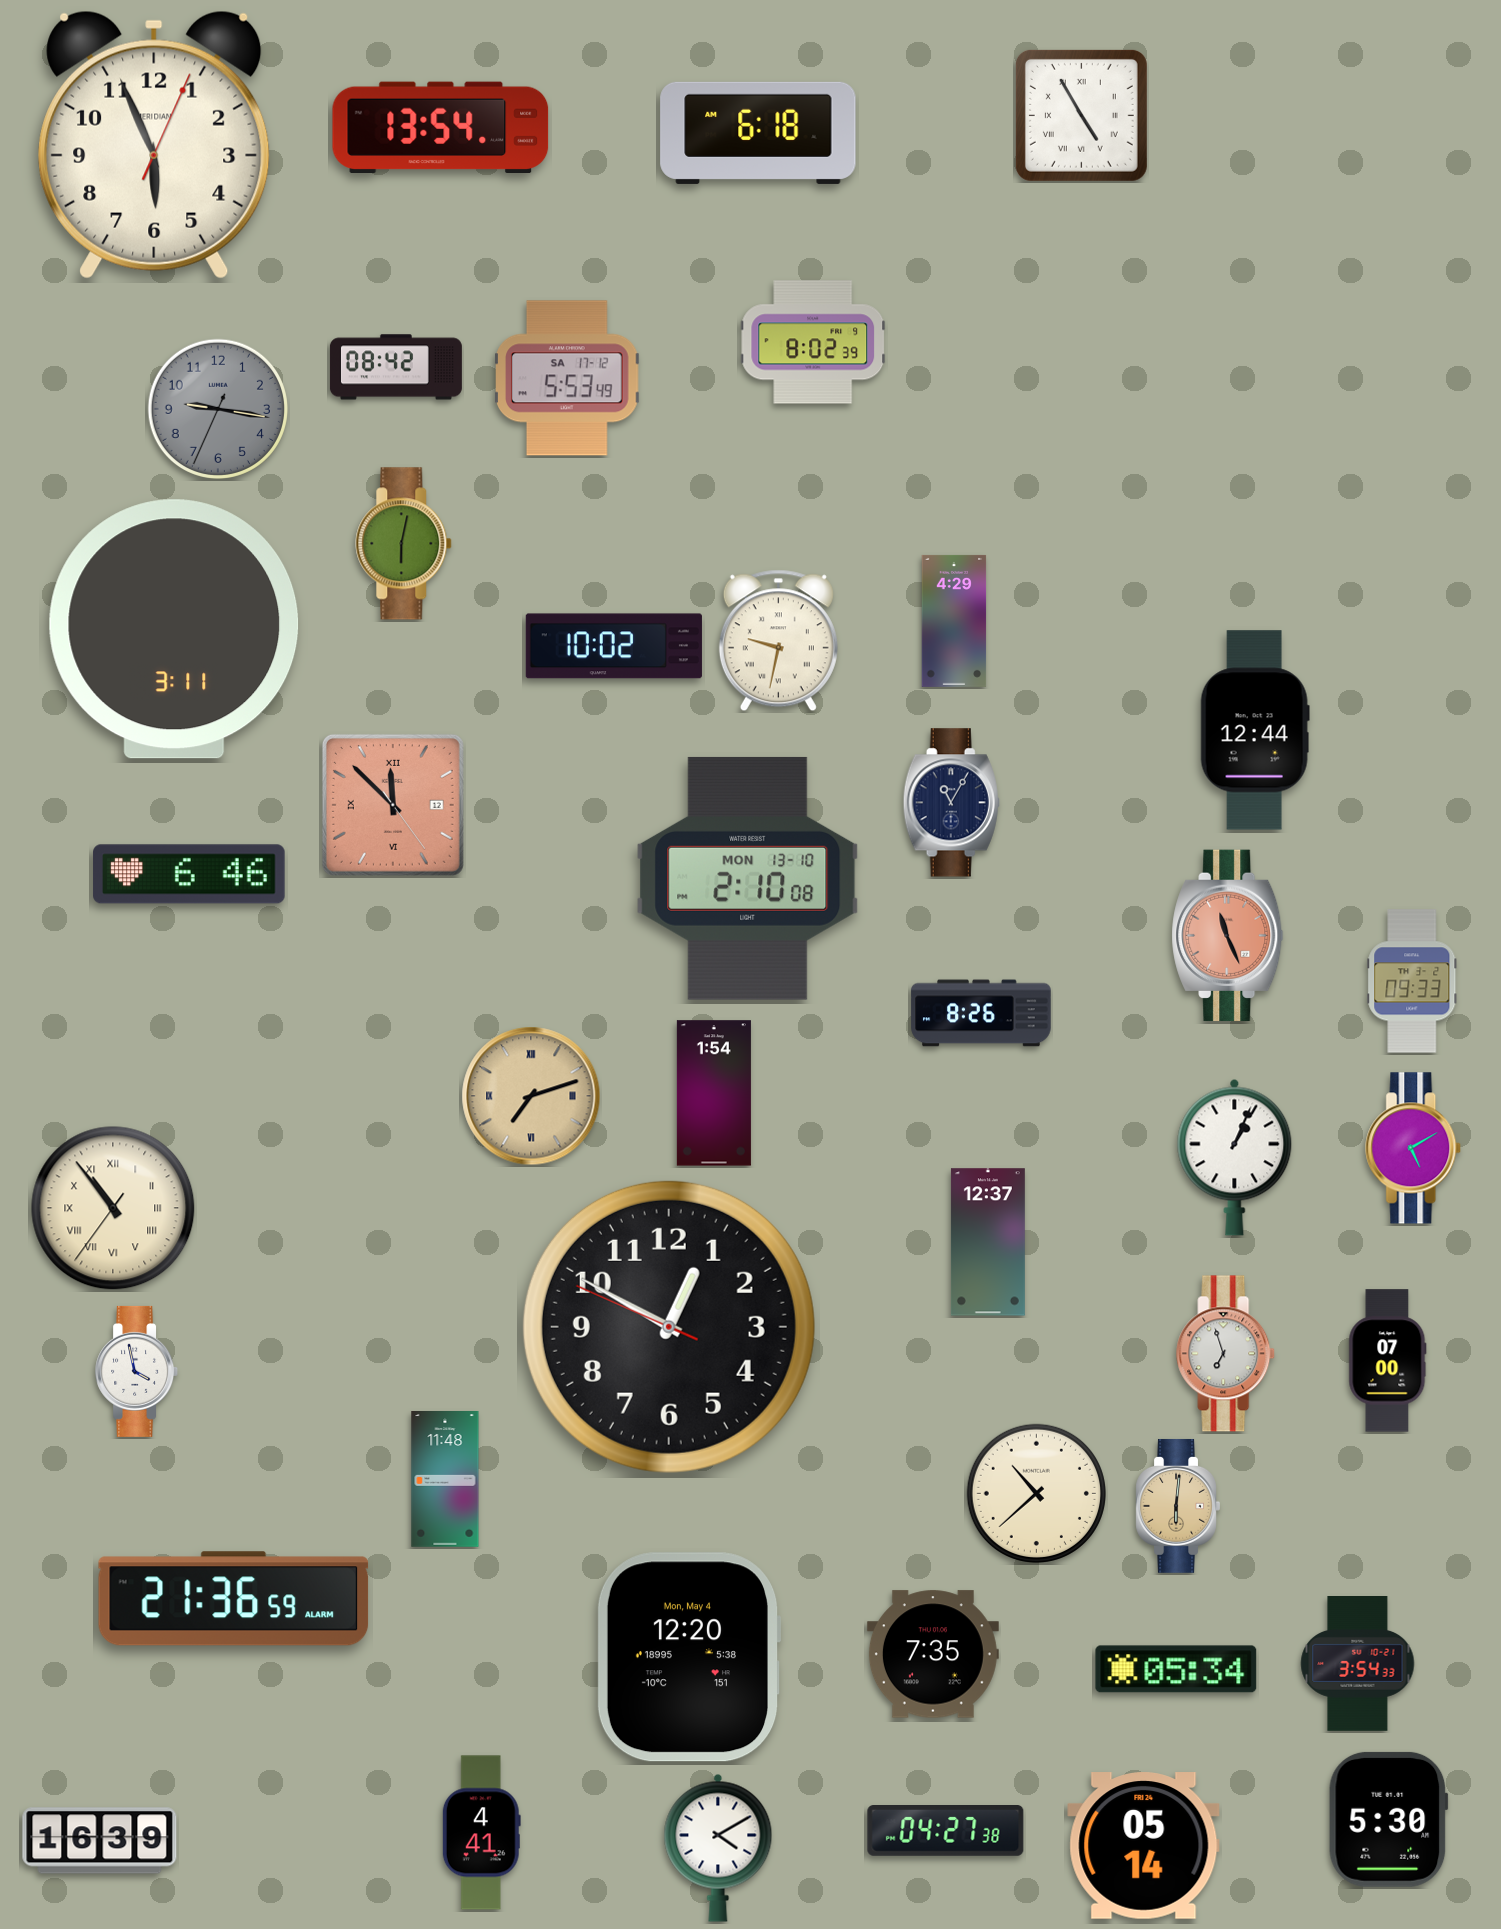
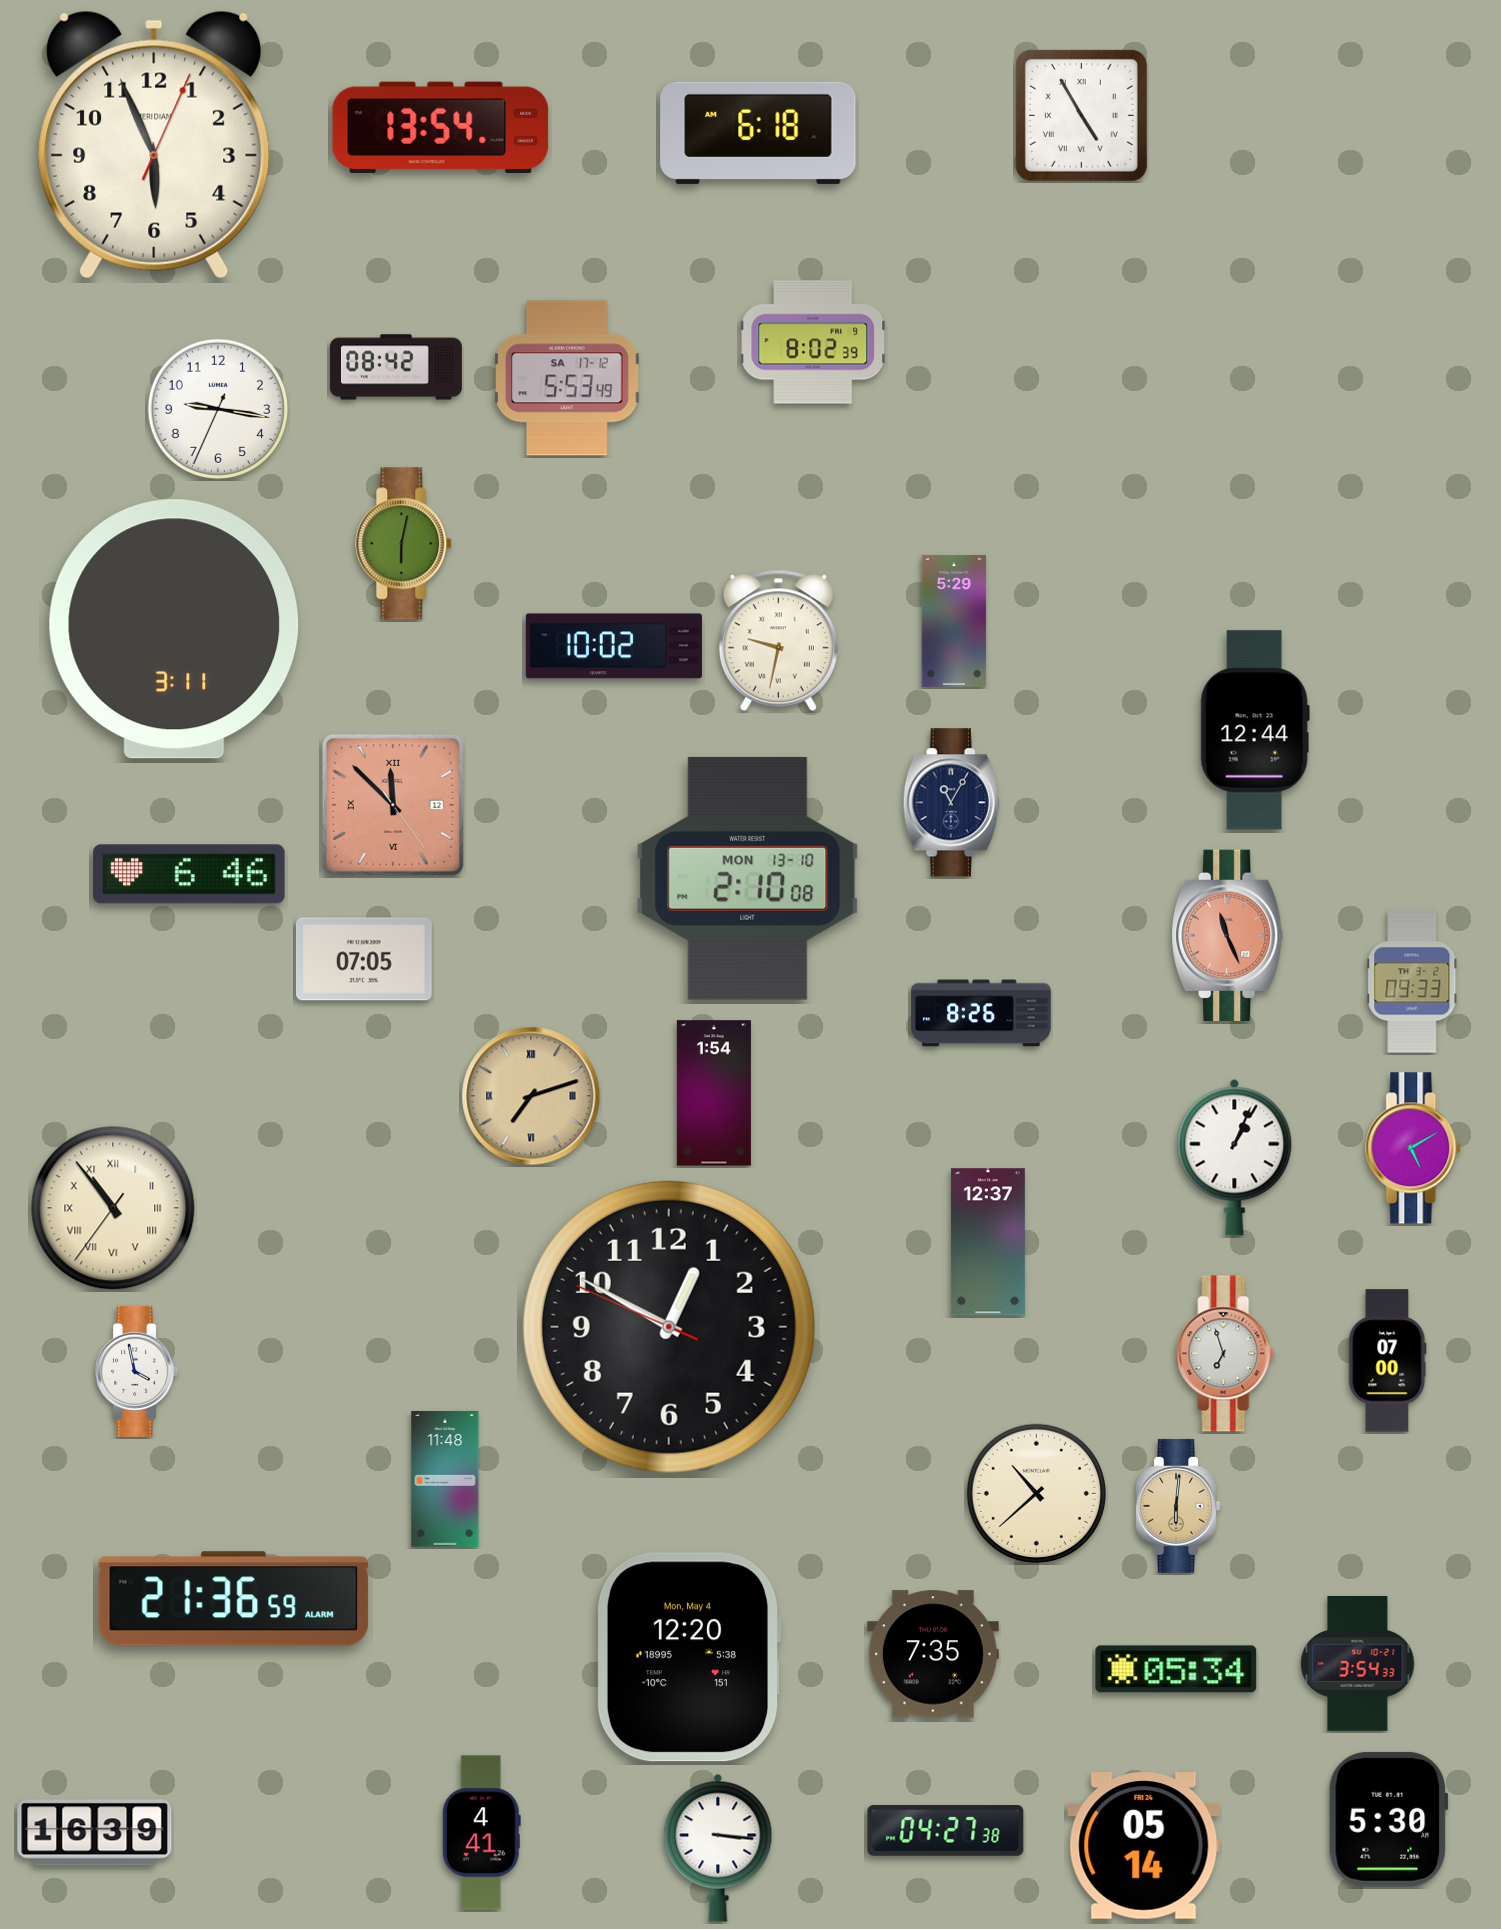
clock at (217, 408) dial: grey -> white
clock at (954, 621): 4:29 -> 5:29
clock at (364, 959): none -> 07:05
clock at (100, 1841) position: (100, 1841) -> (95, 1833)
clock at (718, 1848): 4:10 -> 3:16
